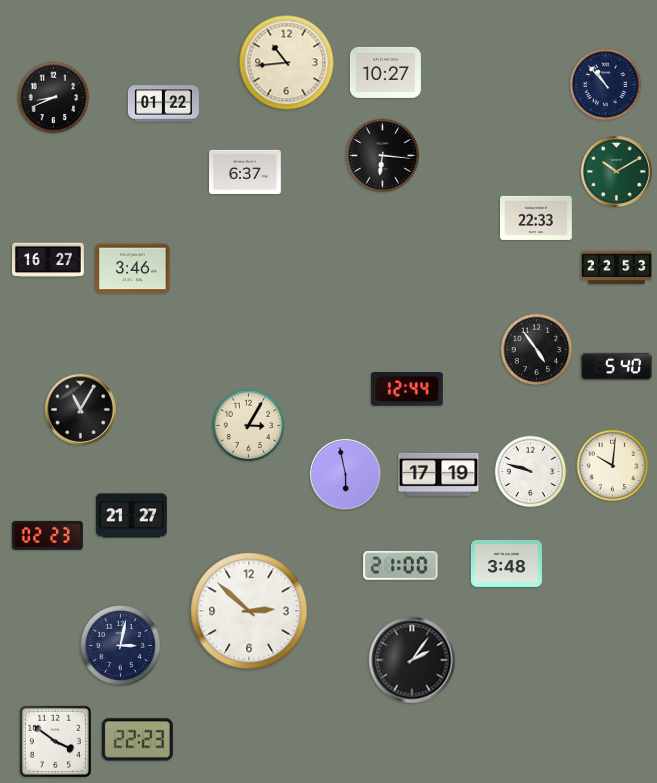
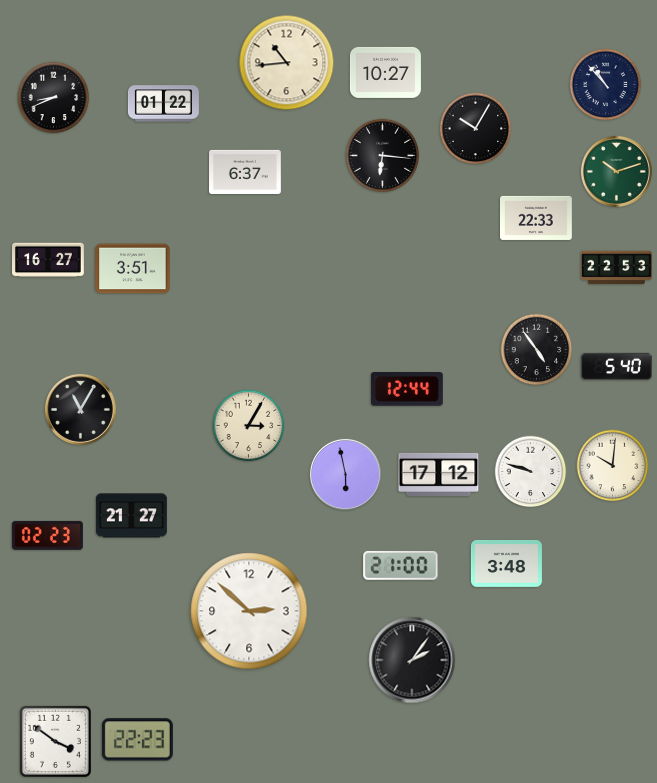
clock at (476, 129): none -> 10:05
clock at (616, 171): 10:10 -> 10:12
clock at (133, 269): 3:46 -> 3:51
clock at (439, 474): 17:19 -> 17:12
clock at (121, 646): 3:02 -> none
